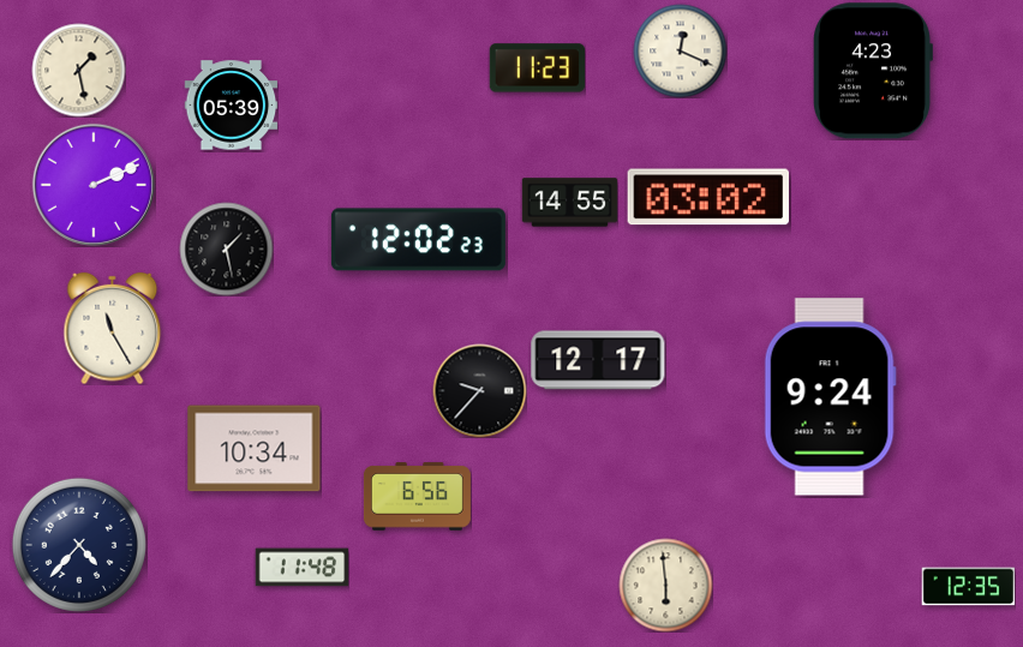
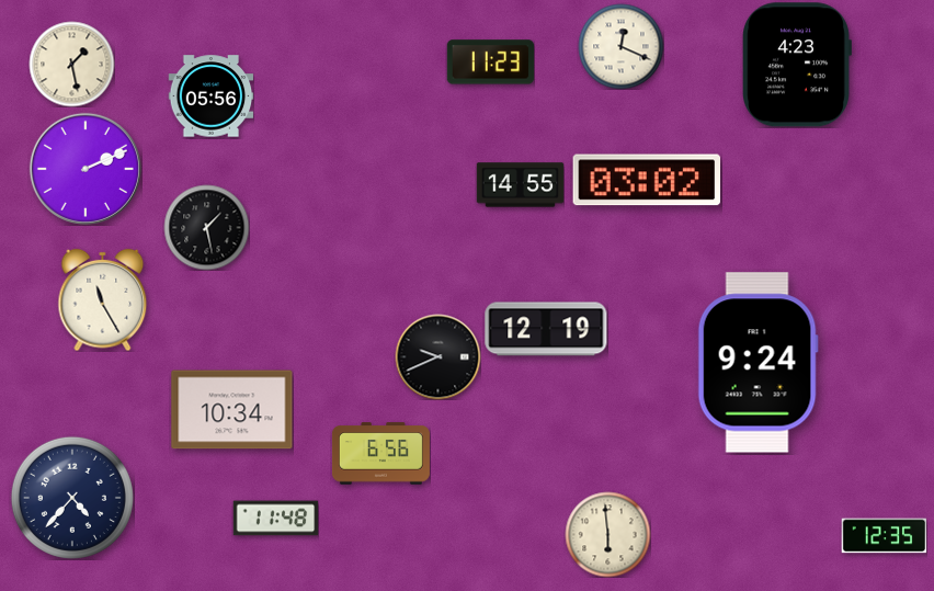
clock at (231, 106): 05:39 -> 05:56
clock at (418, 240): 12:02 -> none
clock at (598, 360): 12:17 -> 12:19
clock at (479, 390): 9:37 -> 9:41
